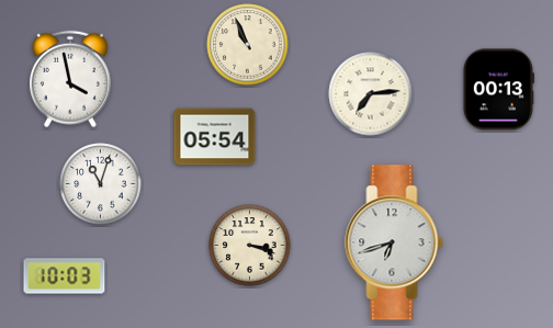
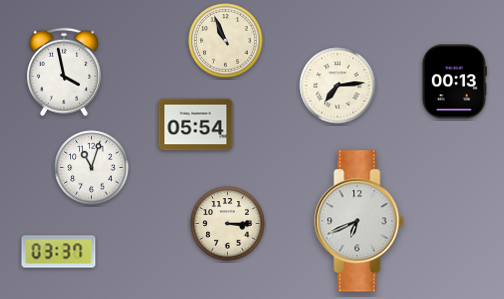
clock at (394, 242): 6:42 -> 6:41
clock at (250, 246): 3:18 -> 3:15
clock at (65, 276): 10:03 -> 03:37
